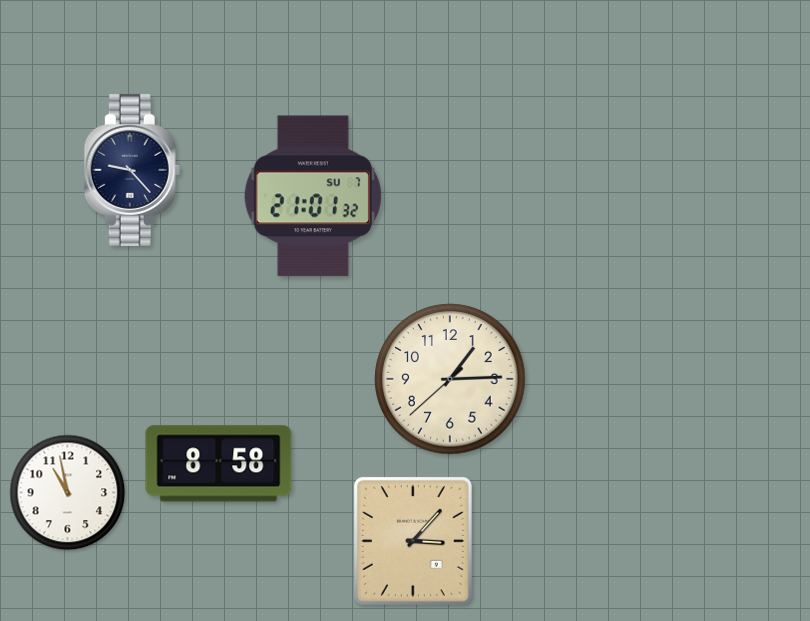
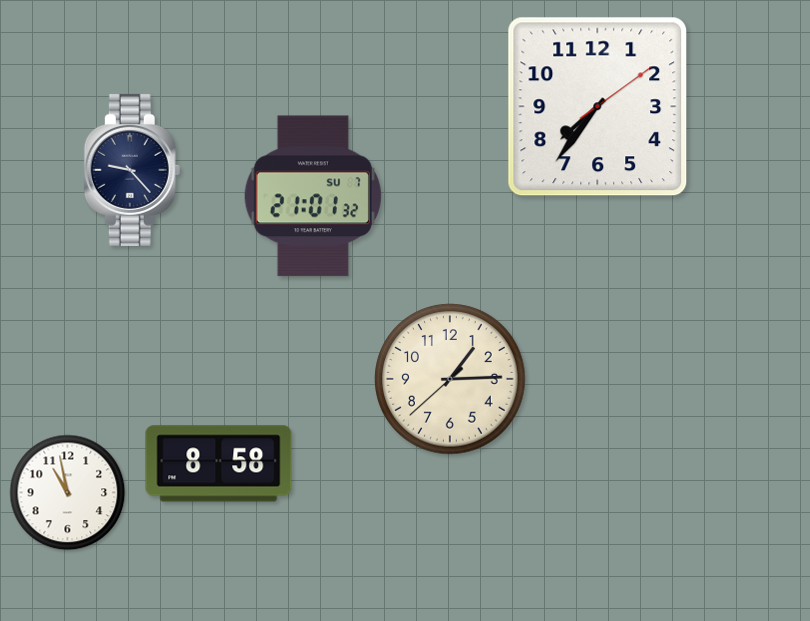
clock at (598, 107): none -> 7:36
clock at (413, 541): 3:07 -> none
